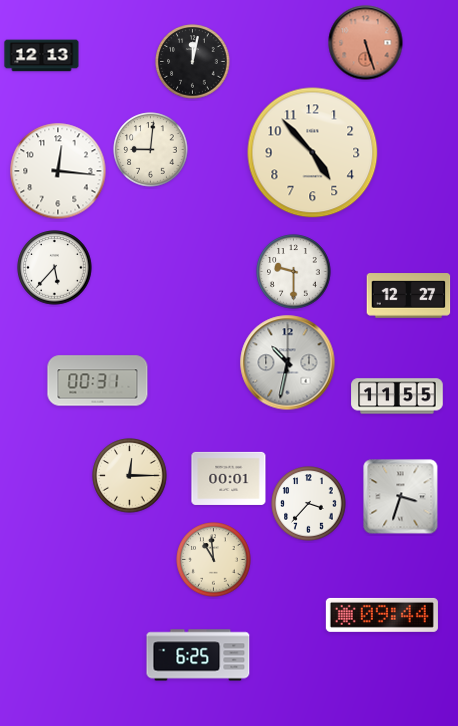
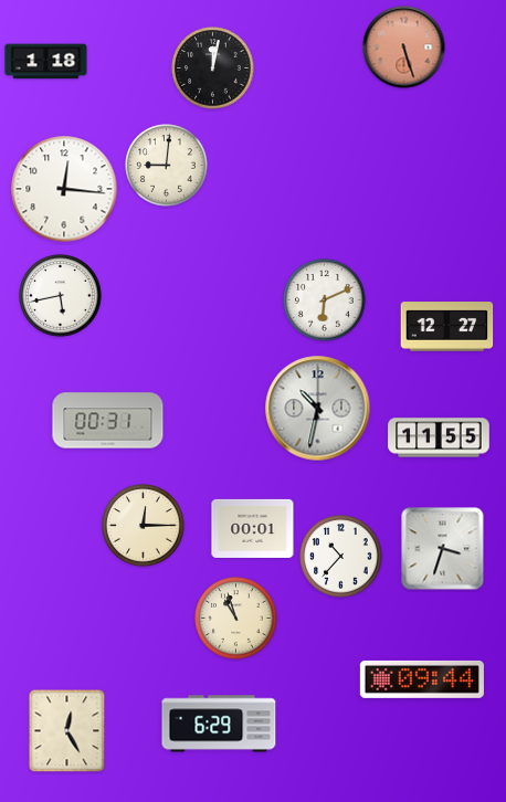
clock at (42, 56): 12:13 -> 1:18
clock at (313, 153): 4:53 -> none
clock at (55, 268): 5:37 -> 5:43
clock at (294, 272): 9:30 -> 6:11
clock at (409, 296) position: (409, 296) -> (447, 327)
clock at (288, 363) position: (288, 363) -> (318, 409)
clock at (309, 504): 3:37 -> 10:37
clock at (214, 560): 10:59 -> 10:57
clock at (198, 655): 6:25 -> 6:29
clock at (67, 731): none -> 12:25
